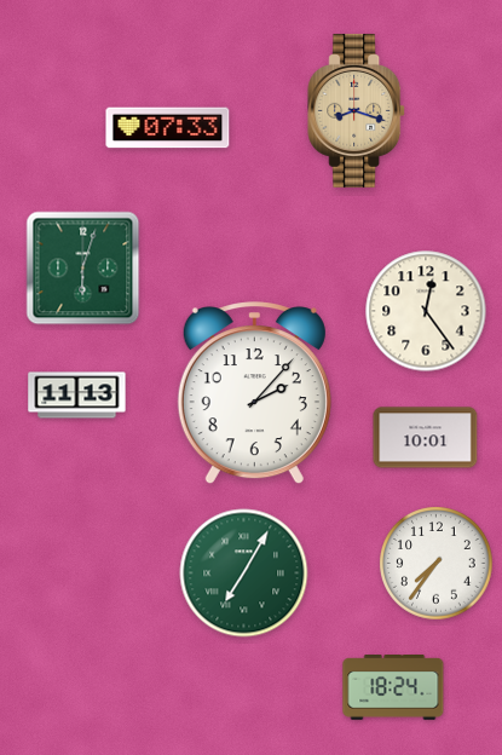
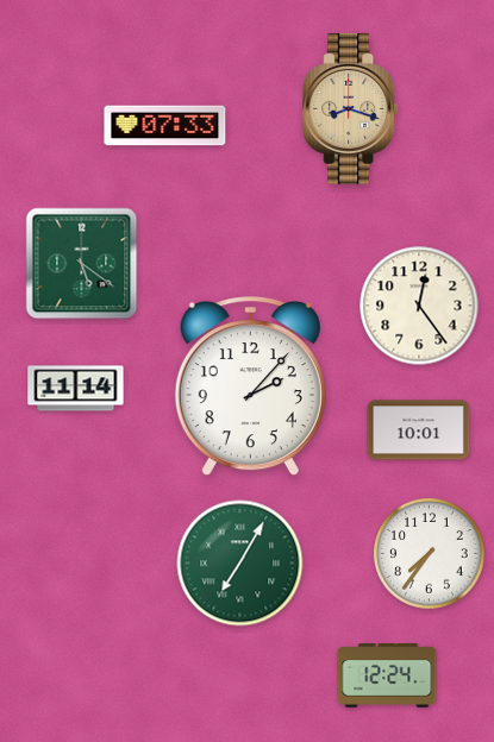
clock at (83, 269): 6:03 -> 5:21
clock at (77, 396): 11:13 -> 11:14
clock at (393, 687): 18:24 -> 12:24
